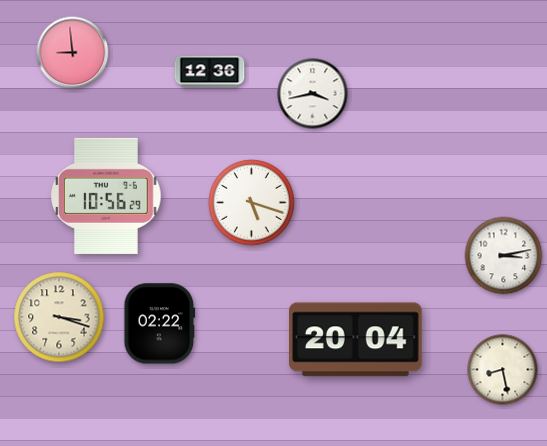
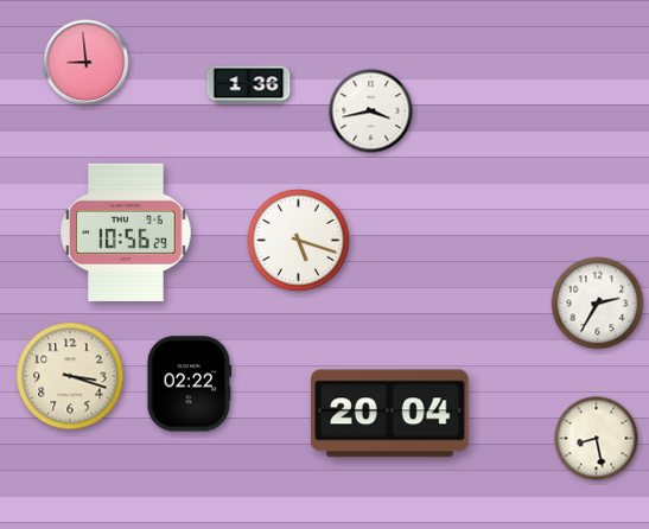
clock at (210, 72): 12:36 -> 1:36
clock at (504, 256): 3:13 -> 2:35
clock at (356, 340) position: (356, 340) -> (390, 414)
